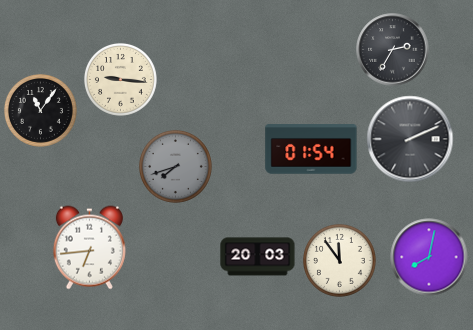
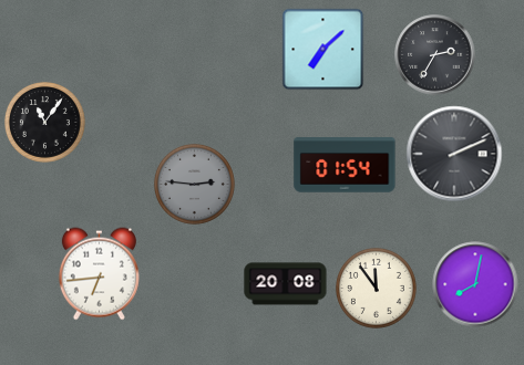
clock at (323, 50): none -> 7:08
clock at (120, 79): 9:16 -> none
clock at (175, 166): 7:42 -> 2:46
clock at (258, 257): 20:03 -> 20:08
